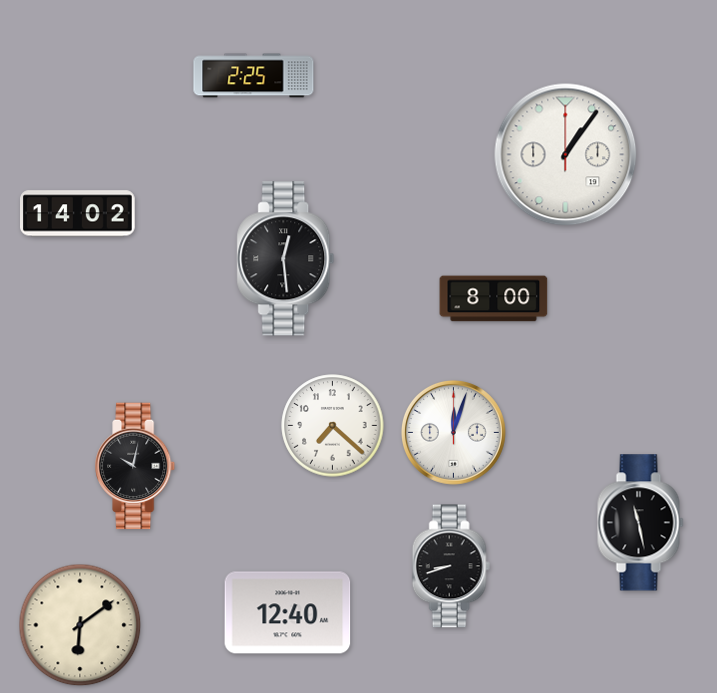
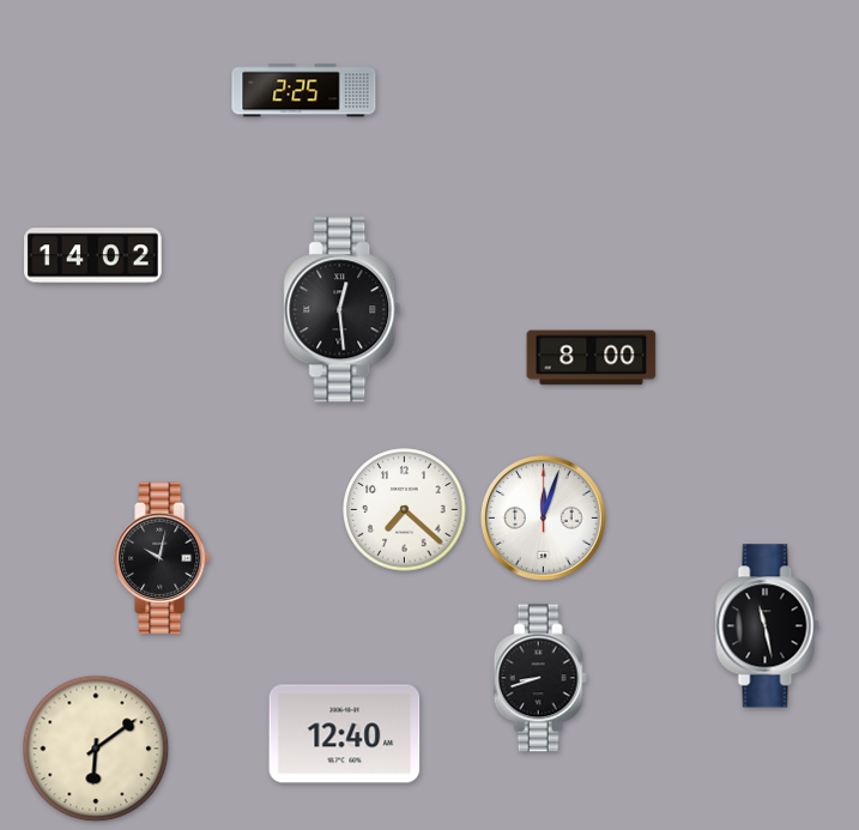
clock at (566, 155): 1:06 -> none
clock at (333, 426) position: (333, 426) -> (405, 510)
